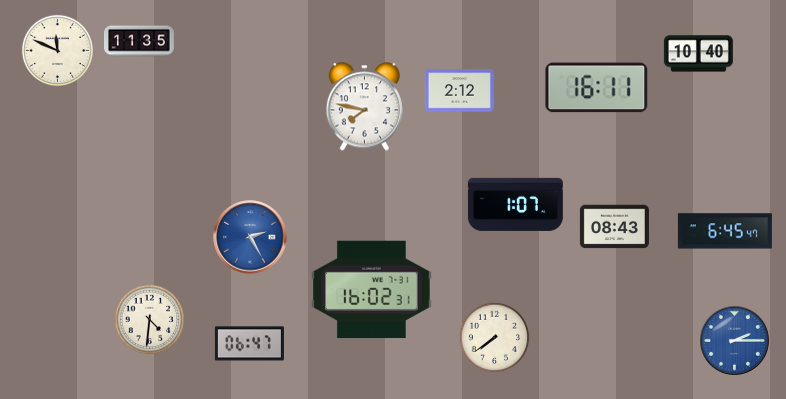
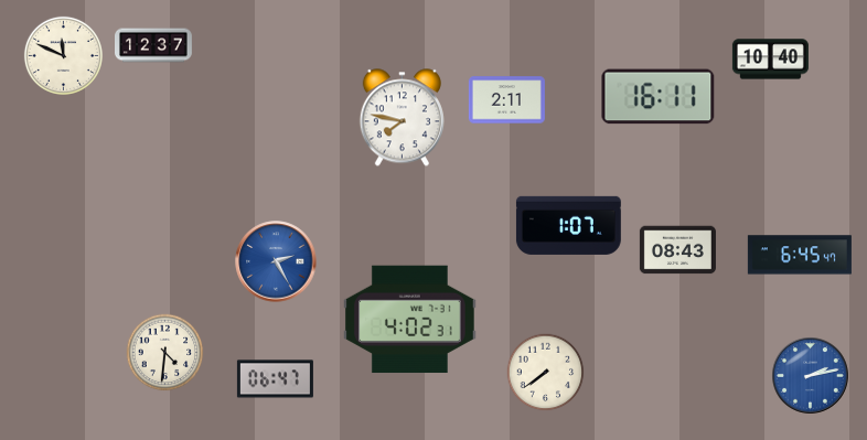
clock at (140, 41): 11:35 -> 12:37
clock at (459, 91): 2:12 -> 2:11
clock at (372, 290): 16:02 -> 4:02
clock at (735, 341): 2:15 -> 2:13
